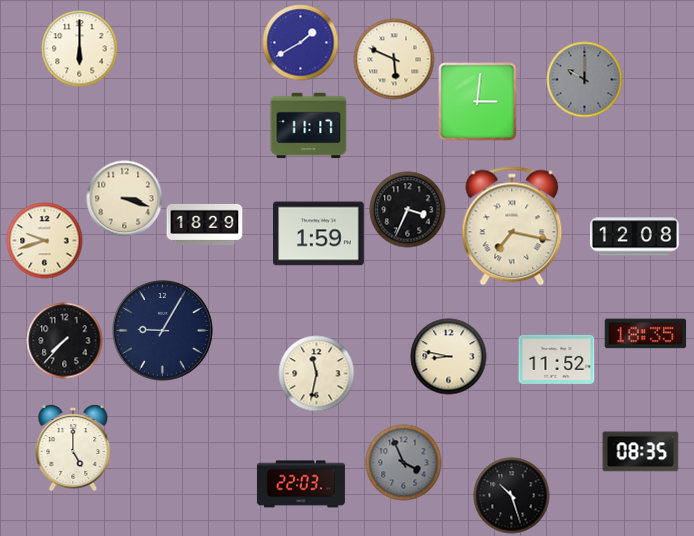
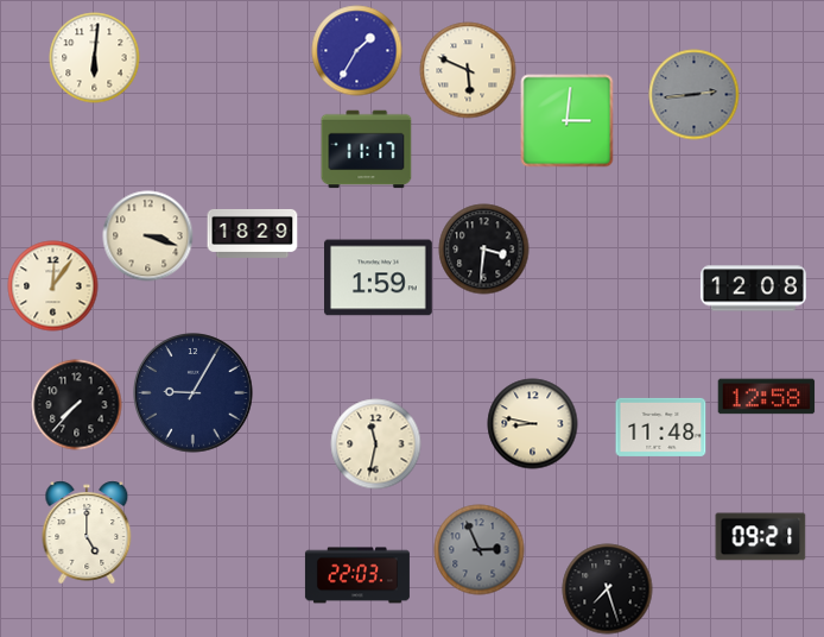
clock at (301, 43): 1:40 -> 1:35
clock at (80, 49): 6:00 -> 6:01
clock at (585, 80): 10:00 -> 2:44
clock at (408, 210): 3:34 -> 3:31
clock at (205, 224) position: (205, 224) -> (253, 233)
clock at (512, 226): 7:17 -> none
clock at (634, 237) position: (634, 237) -> (753, 289)
clock at (45, 241): 9:42 -> 12:06
clock at (646, 334): 18:35 -> 12:58
clock at (557, 359): 11:52 -> 11:48
clock at (641, 452): 08:35 -> 09:21
clock at (404, 463): 3:56 -> 2:56
clock at (512, 496): 10:27 -> 7:27
